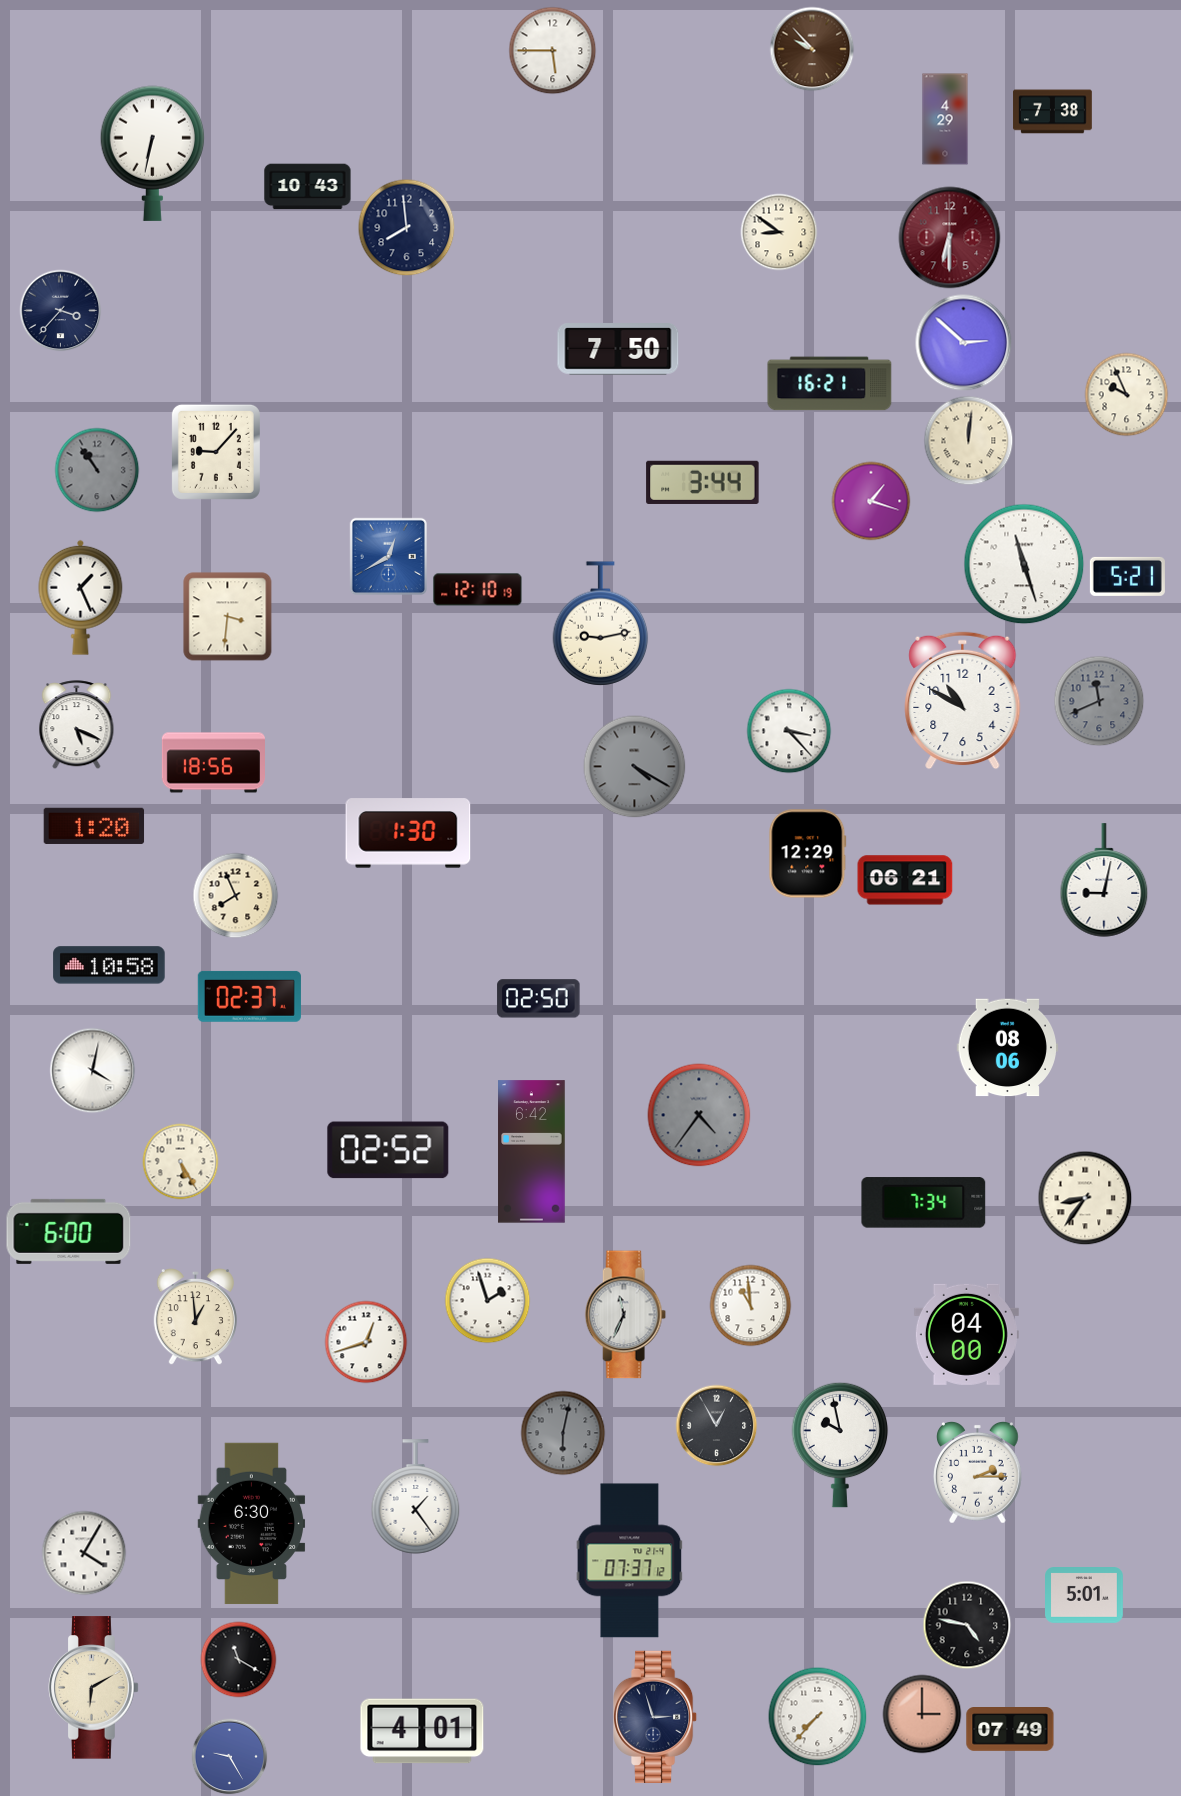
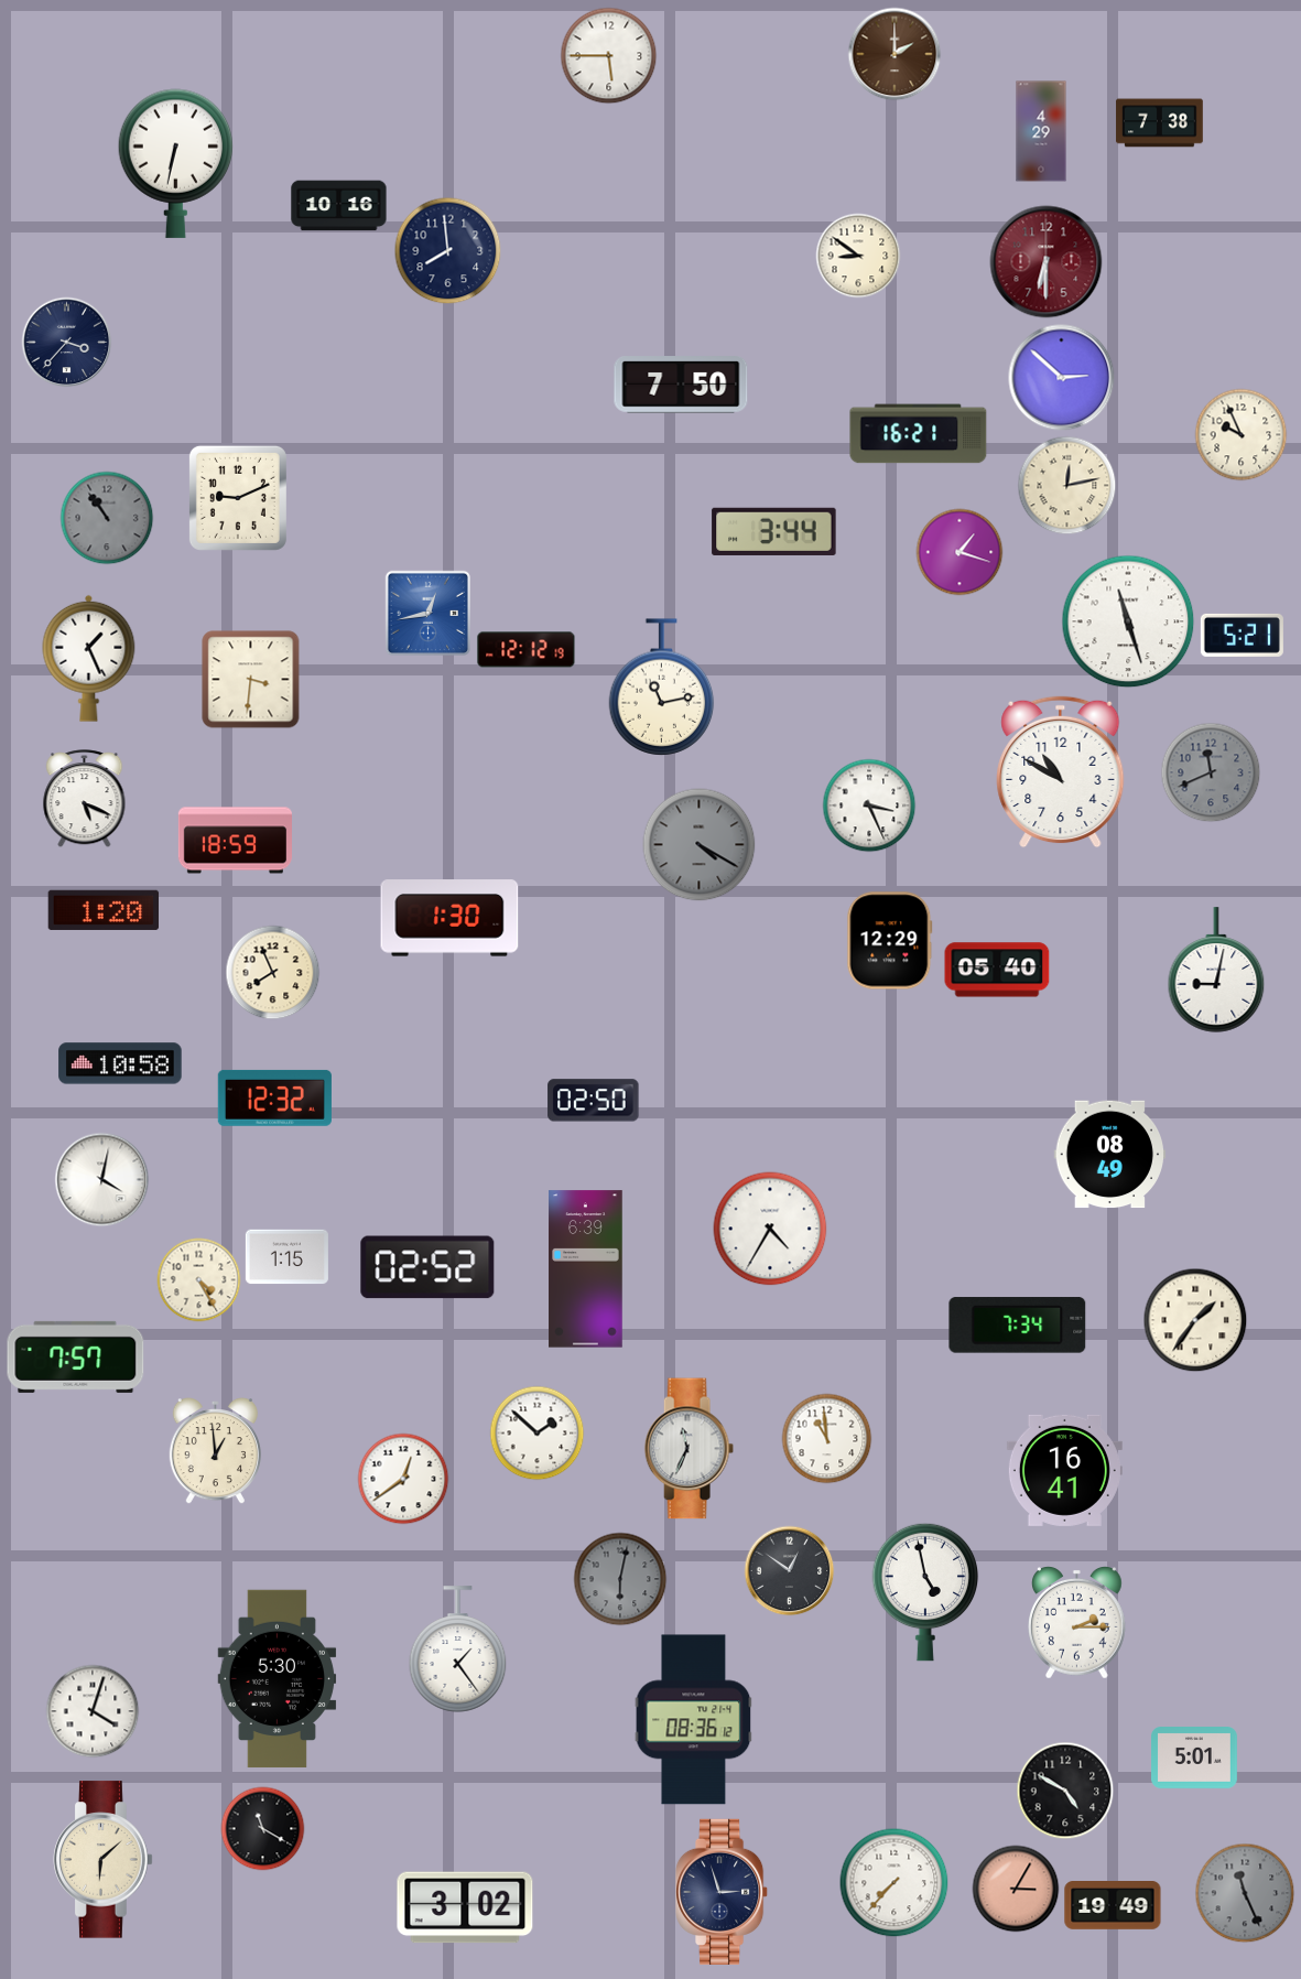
clock at (812, 49): 9:53 -> 2:00
clock at (153, 153) position: (153, 153) -> (176, 163)
clock at (308, 187): 10:43 -> 10:16
clock at (830, 384) position: (830, 384) -> (919, 434)
clock at (969, 441): 12:01 -> 12:13
clock at (216, 452): 9:07 -> 9:11
clock at (388, 556): 12:40 -> 12:43
clock at (478, 590): 12:10 -> 12:12
clock at (601, 624): 9:13 -> 11:13
clock at (789, 731): 3:23 -> 3:26
clock at (213, 763): 18:56 -> 18:59
clock at (905, 880): 06:21 -> 05:40
clock at (236, 896) position: (236, 896) -> (273, 973)
clock at (249, 996): 02:37 -> 12:32
clock at (1008, 1048): 08:06 -> 08:49
clock at (699, 1115): 4:36 -> 4:35
clock at (699, 1115) dial: grey -> white
clock at (286, 1257): none -> 1:15
clock at (532, 1152): 6:42 -> 6:39
clock at (181, 1162): 5:25 -> 4:25
clock at (1085, 1198): 8:36 -> 1:36
clock at (69, 1231): 6:00 -> 7:57
clock at (488, 1301): 1:57 -> 1:52
clock at (966, 1334): 04:00 -> 16:41
clock at (366, 1342): 12:42 -> 12:39
clock at (717, 1426): 12:55 -> 12:51
clock at (840, 1445): 9:58 -> 4:58
clock at (252, 1524): 6:30 -> 5:30
clock at (84, 1553): 4:05 -> 4:03
clock at (630, 1561): 07:37 -> 08:36
clock at (967, 1625): 4:47 -> 4:50
clock at (94, 1688): 6:10 -> 6:08
clock at (922, 1714): 3:00 -> 3:05
clock at (818, 1717) position: (818, 1717) -> (895, 1883)
clock at (1245, 1893): none -> 11:26
clock at (1010, 1730): 07:49 -> 19:49
clock at (422, 1731): 4:01 -> 3:02
clock at (230, 1757): 9:25 -> none
